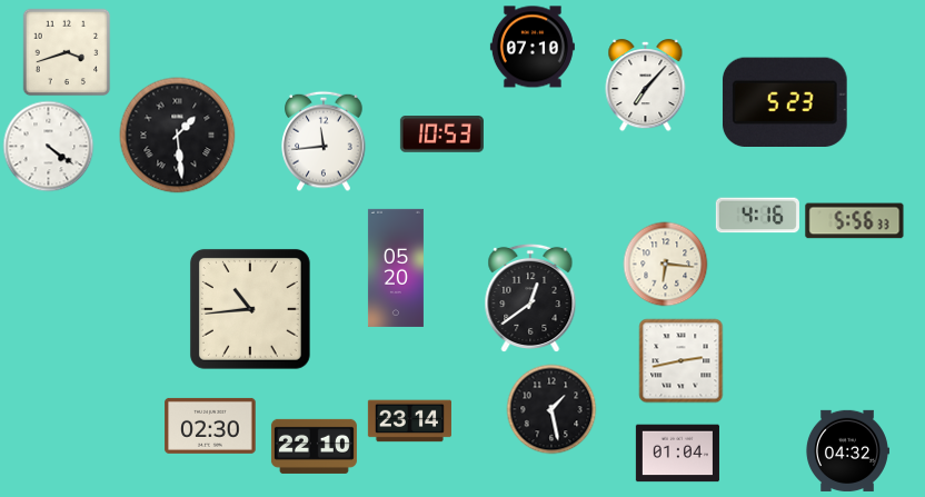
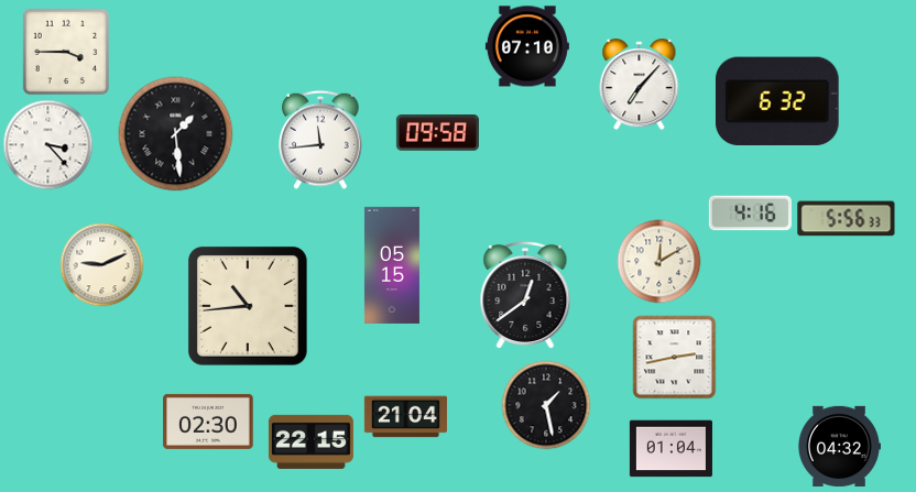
clock at (67, 52): 3:42 -> 3:45
clock at (785, 101): 5:23 -> 6:32
clock at (441, 135): 10:53 -> 09:58
clock at (49, 147): 4:21 -> 3:23
clock at (666, 265): 6:16 -> 12:10
clock at (102, 265): none -> 9:11
clock at (396, 268): 05:20 -> 05:15
clock at (409, 421): 23:14 -> 21:04
clock at (314, 446): 22:10 -> 22:15
